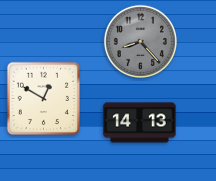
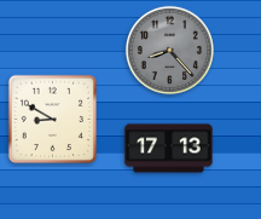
clock at (43, 98): 12:50 -> 8:50
clock at (140, 123): 14:13 -> 17:13
